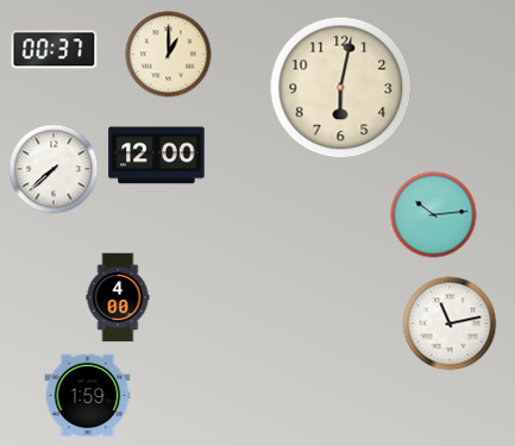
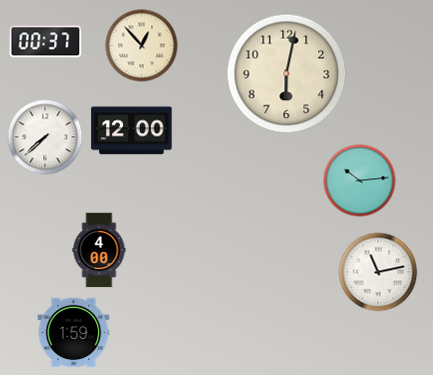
clock at (169, 55): 1:00 -> 12:53
clock at (54, 169) position: (54, 169) -> (45, 137)
clock at (434, 215) position: (434, 215) -> (360, 181)
